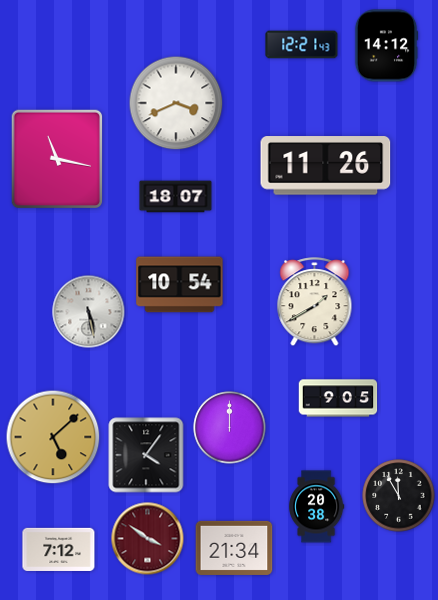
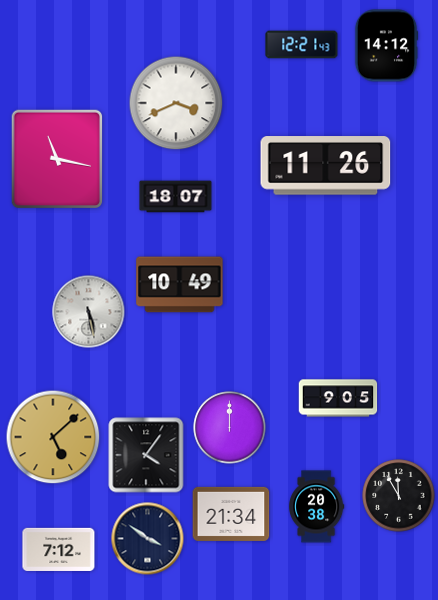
clock at (180, 285): 10:54 -> 10:49
clock at (315, 302): 1:40 -> none
clock at (148, 539) dial: burgundy -> navy
clock at (234, 548) position: (234, 548) -> (231, 514)
